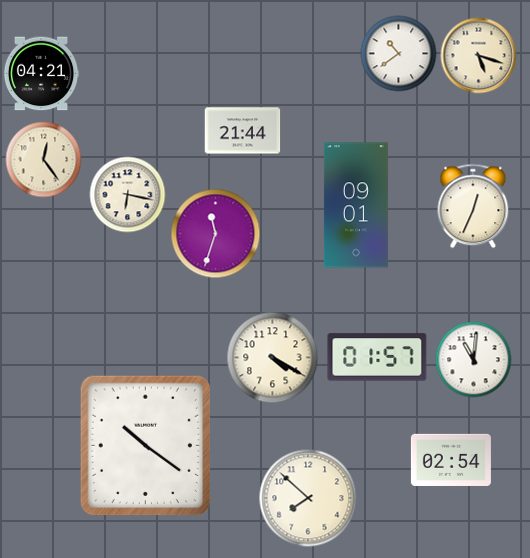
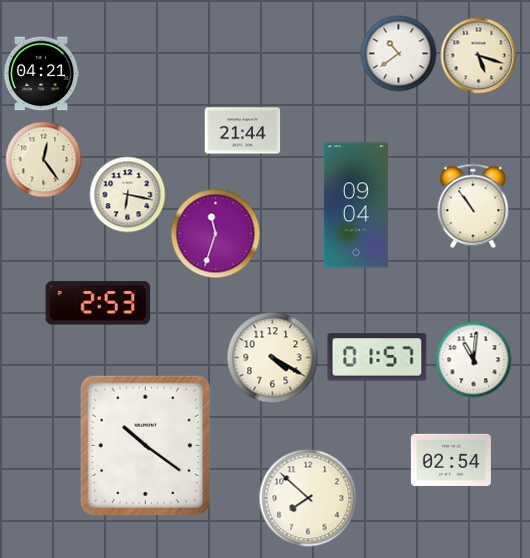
clock at (356, 205): 09:01 -> 09:04
clock at (473, 206): 12:34 -> 10:54
clock at (98, 303): none -> 2:53
